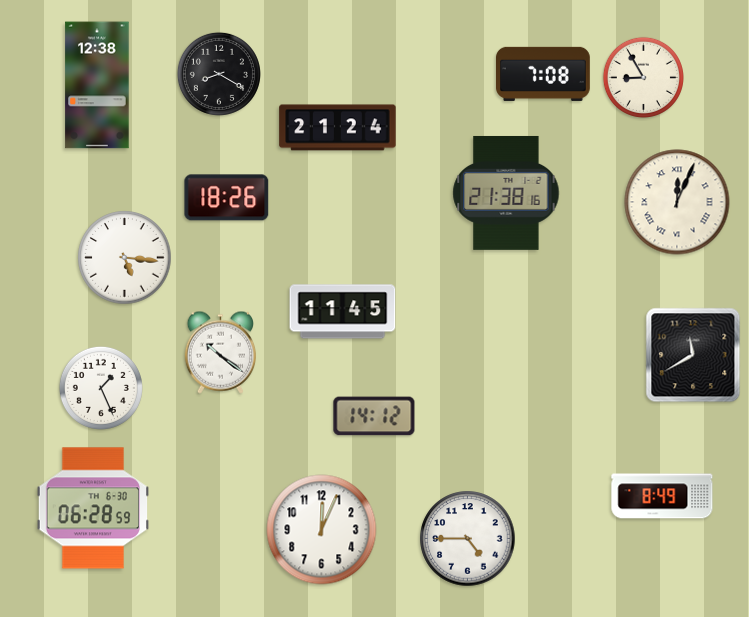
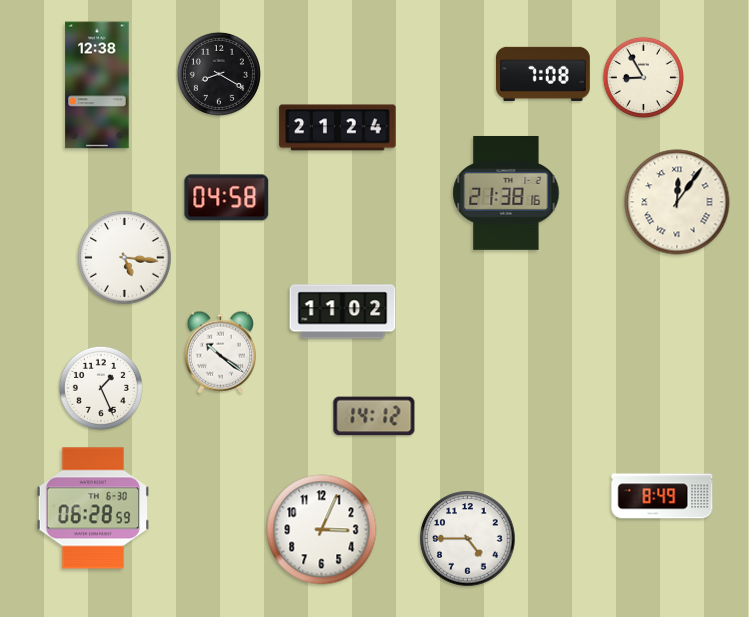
clock at (227, 198): 18:26 -> 04:58
clock at (677, 202): 12:04 -> 12:06
clock at (343, 312): 11:45 -> 11:02
clock at (693, 355): 11:40 -> none
clock at (322, 530): 12:04 -> 3:04
